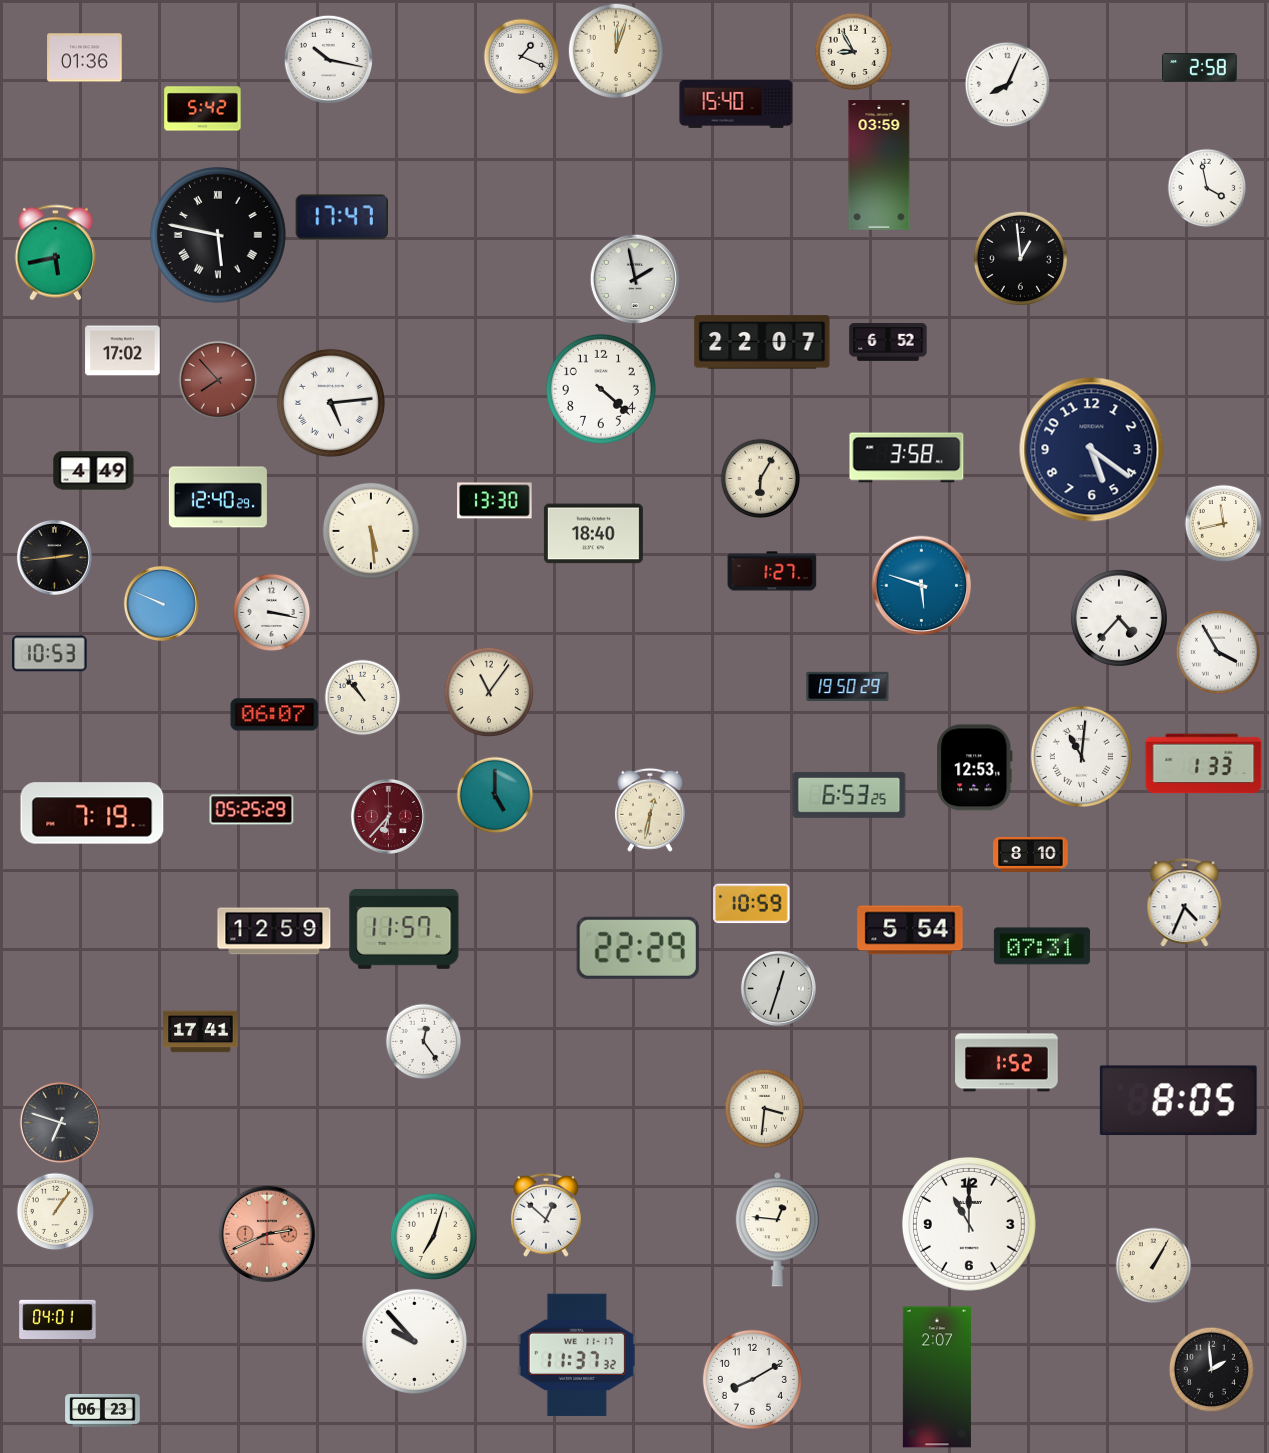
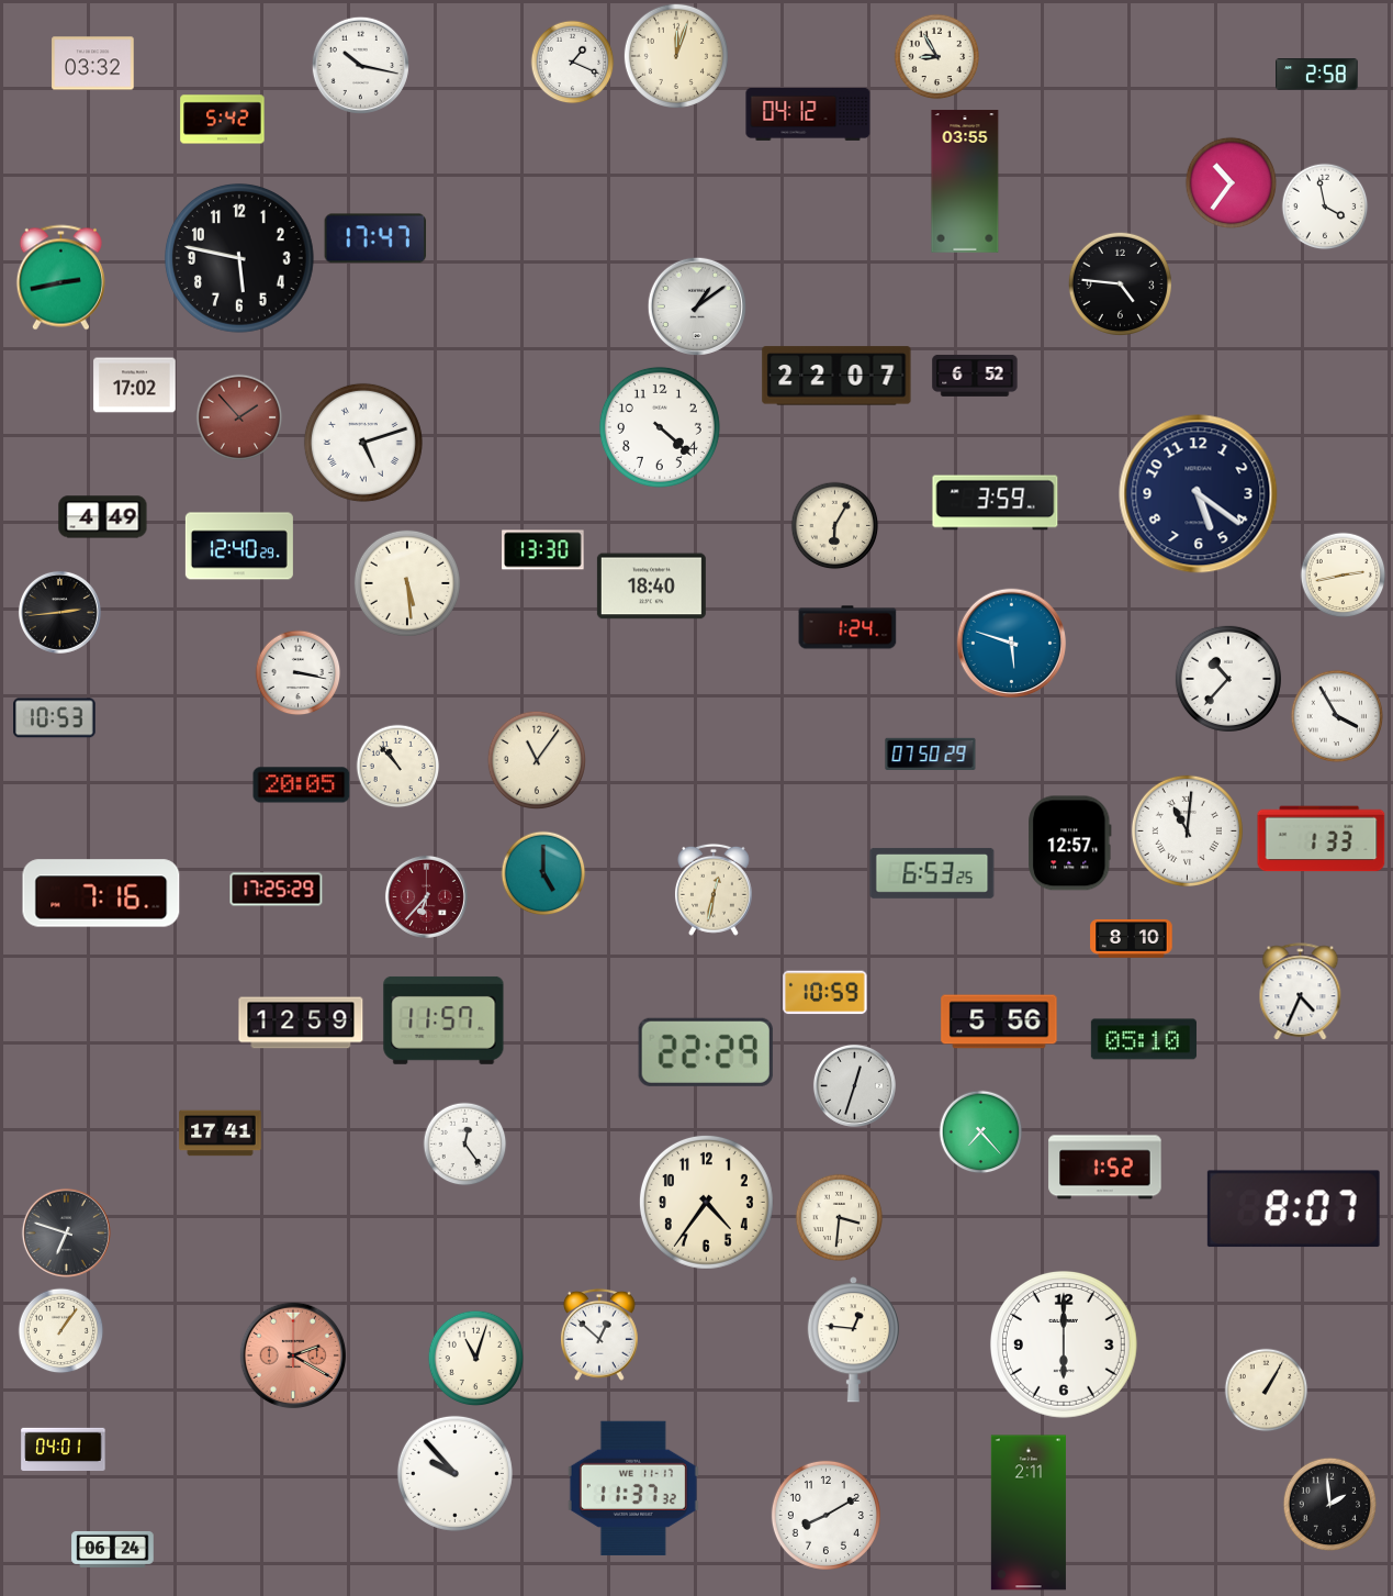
clock at (85, 58): 01:36 -> 03:32
clock at (1008, 85): 8:04 -> none
clock at (736, 104): 15:40 -> 04:12
clock at (879, 165): 03:59 -> 03:55
clock at (1232, 183): none -> 10:36
clock at (218, 235) numerals: Roman -> Arabic
clock at (55, 253): 5:43 -> 2:43
clock at (1020, 258): 12:59 -> 4:46
clock at (634, 278): 1:58 -> 1:09
clock at (218, 380): 7:53 -> 1:53
clock at (331, 403): 5:14 -> 5:12
clock at (907, 458): 3:58 -> 3:59
clock at (1224, 524): 11:43 -> 2:43
clock at (772, 571): 1:27 -> 1:24
clock at (161, 603): 9:49 -> none
clock at (1119, 618): 4:37 -> 10:37
clock at (848, 686): 19:50 -> 07:50
clock at (275, 715): 06:07 -> 20:05
clock at (975, 768): 12:53 -> 12:57
clock at (252, 810): 05:25 -> 17:25
clock at (92, 813): 7:19 -> 7:16
clock at (910, 930): 5:54 -> 5:56
clock at (1042, 946): 07:31 -> 05:10
clock at (638, 948) position: (638, 948) -> (706, 1052)
clock at (981, 1132): none -> 7:23
clock at (706, 1202): none -> 4:36
clock at (1178, 1101): 8:05 -> 8:07
clock at (969, 1224): 11:00 -> 6:00
clock at (777, 1230) position: (777, 1230) -> (853, 1340)
clock at (267, 1234): 2:41 -> 2:20
clock at (433, 1236): 7:03 -> 11:03
clock at (937, 1377): 2:07 -> 2:11
clock at (103, 1410): 06:23 -> 06:24
